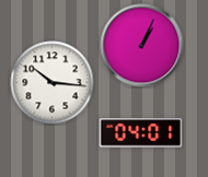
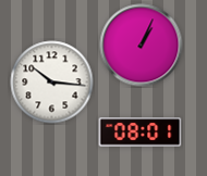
clock at (141, 133): 04:01 -> 08:01
